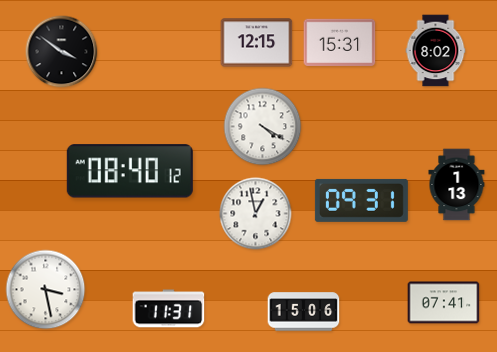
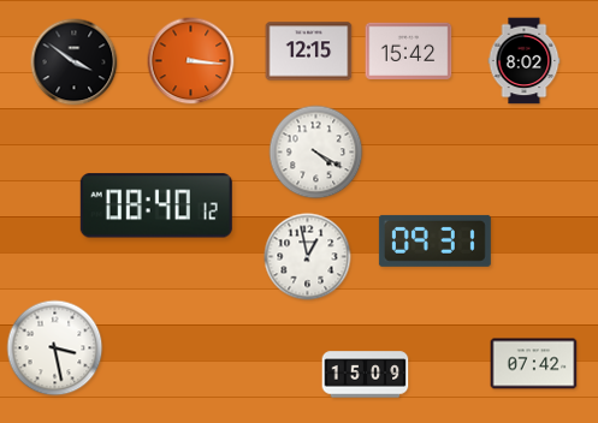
clock at (340, 42): 15:31 -> 15:42
clock at (191, 61): none -> 3:16
clock at (457, 185): 1:13 -> none
clock at (444, 303): 07:41 -> 07:42
clock at (169, 309): 11:31 -> none
clock at (304, 312): 15:06 -> 15:09
